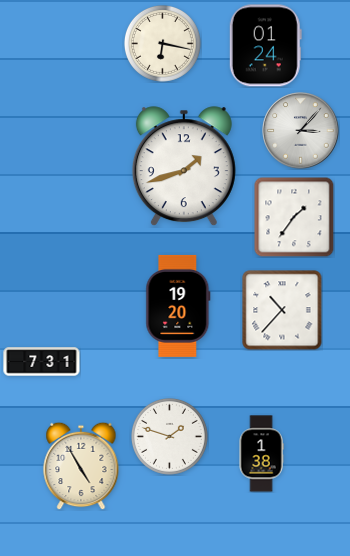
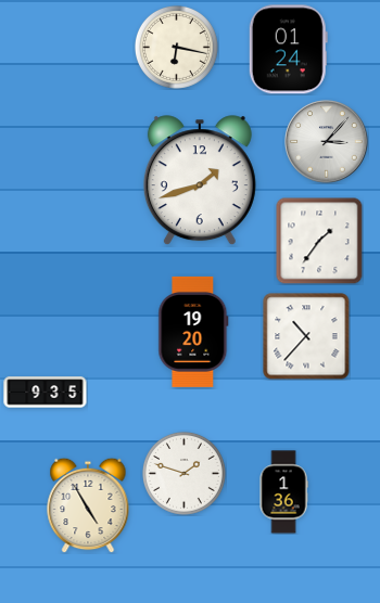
clock at (294, 217) position: (294, 217) -> (319, 241)
clock at (42, 362): 7:31 -> 9:35
clock at (261, 454): 1:38 -> 1:36
